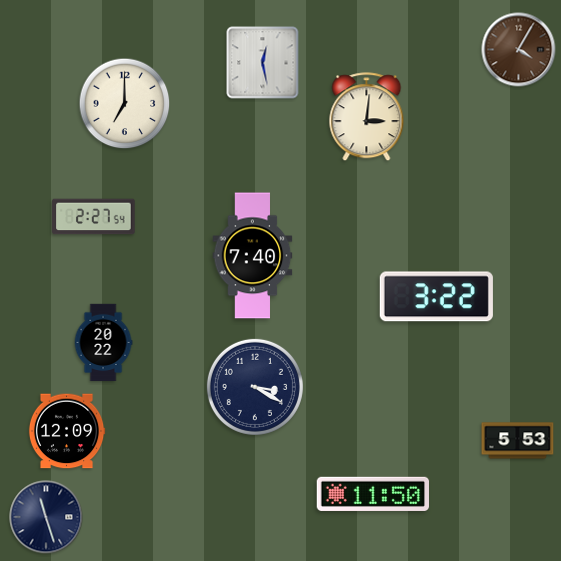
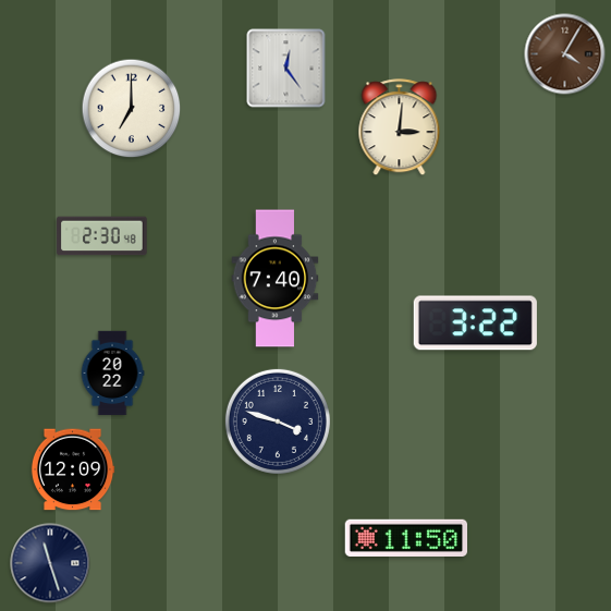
clock at (263, 63): 12:28 -> 12:24
clock at (125, 104) position: (125, 104) -> (132, 109)
clock at (94, 217): 2:27 -> 2:30
clock at (255, 387): 3:20 -> 3:48
clock at (518, 441): 5:53 -> none
